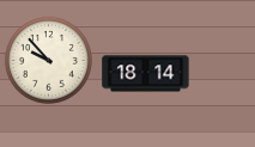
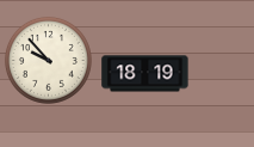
clock at (146, 74): 18:14 -> 18:19
